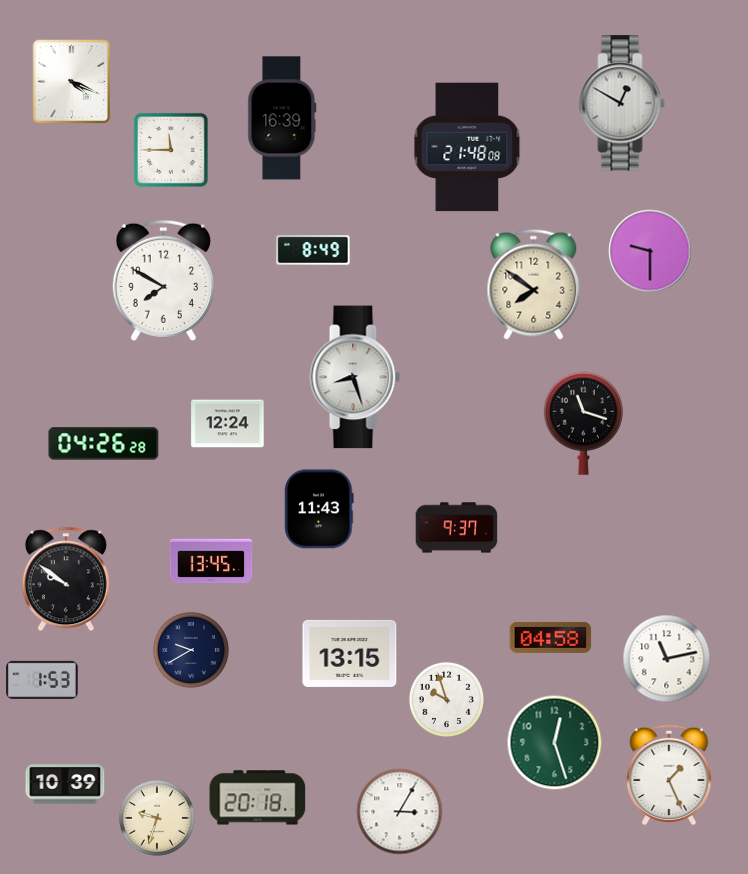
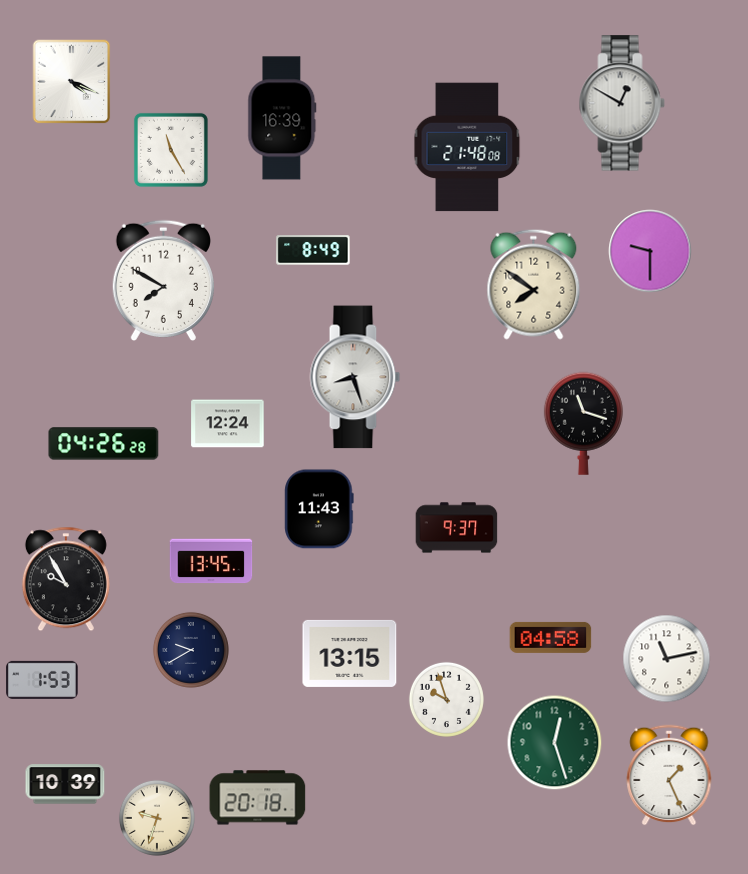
clock at (171, 150): 11:45 -> 11:25
clock at (66, 579): 9:51 -> 9:55
clock at (400, 812): 3:05 -> none
